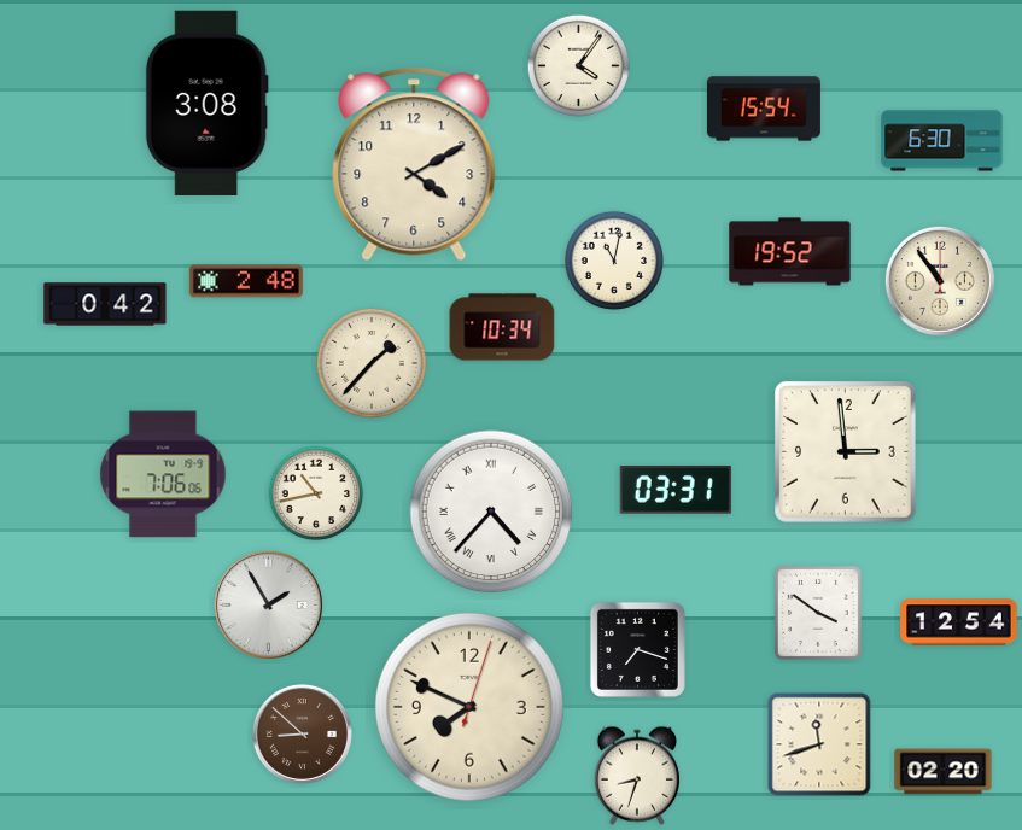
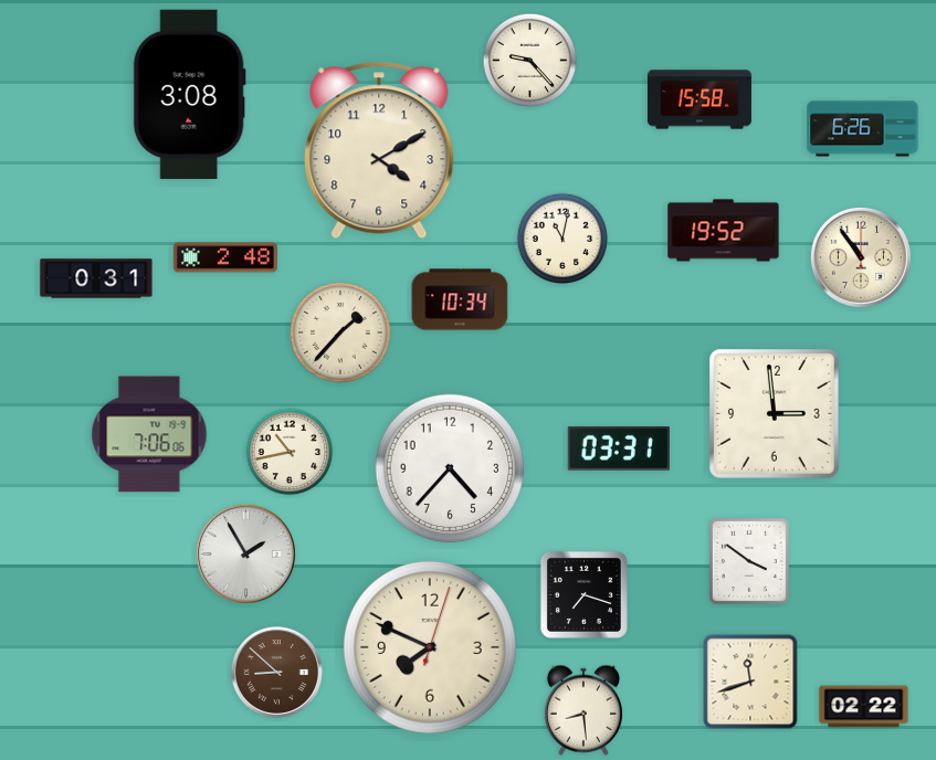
clock at (578, 65): 4:06 -> 9:23
clock at (764, 109): 15:54 -> 15:58
clock at (942, 141): 6:30 -> 6:26
clock at (105, 304): 0:42 -> 0:31
clock at (491, 512) numerals: Roman -> Arabic
clock at (959, 622): 12:54 -> none
clock at (944, 772): 02:20 -> 02:22
clock at (636, 776): 8:33 -> 8:29
